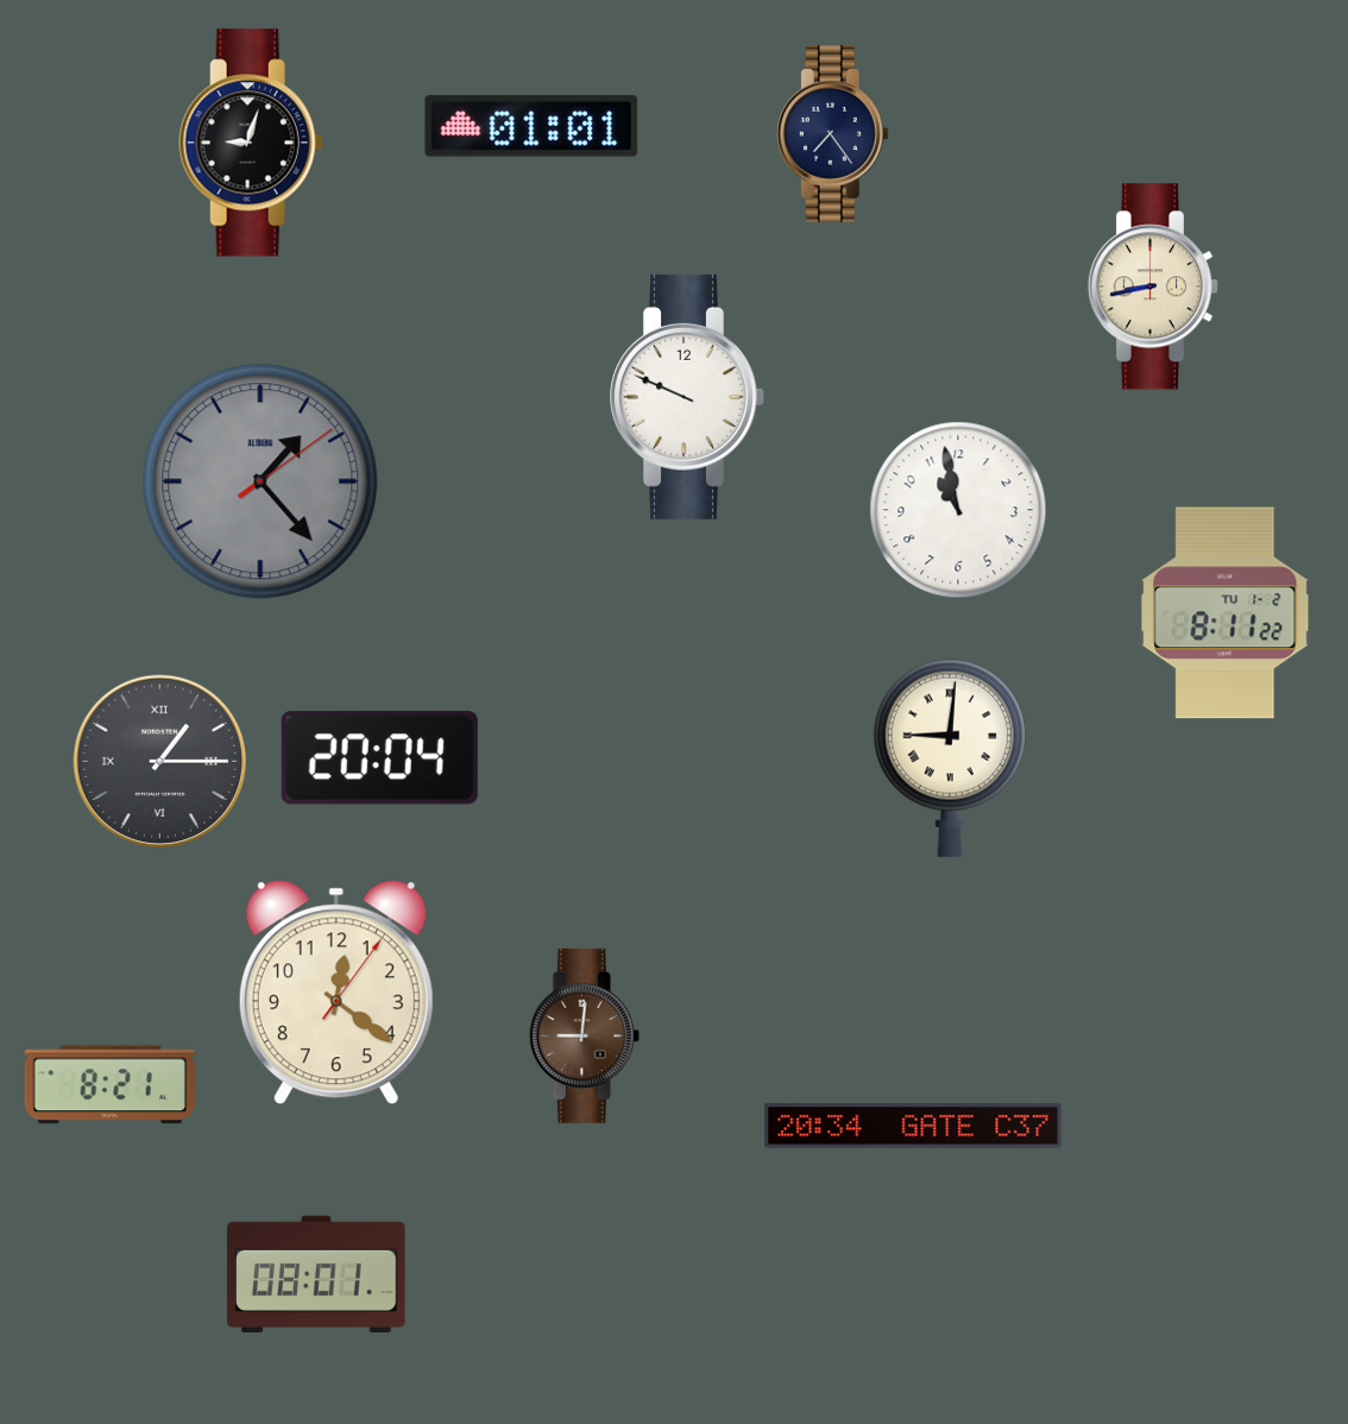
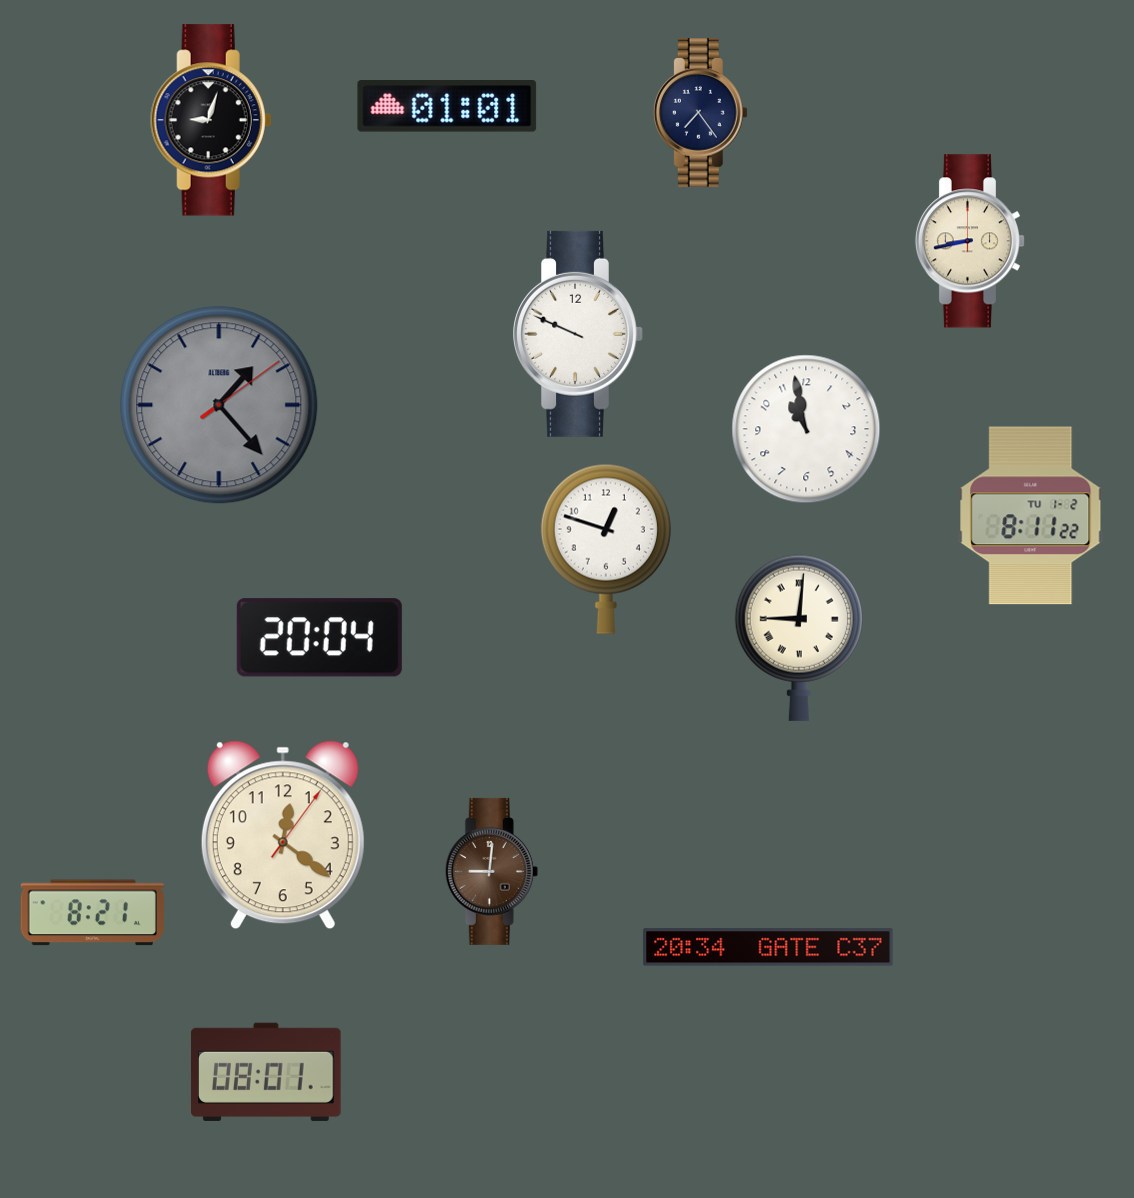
clock at (606, 549): none -> 12:48
clock at (160, 762): 1:15 -> none
